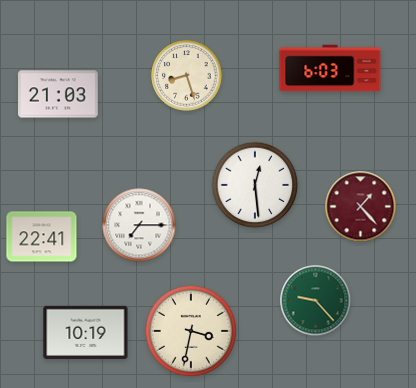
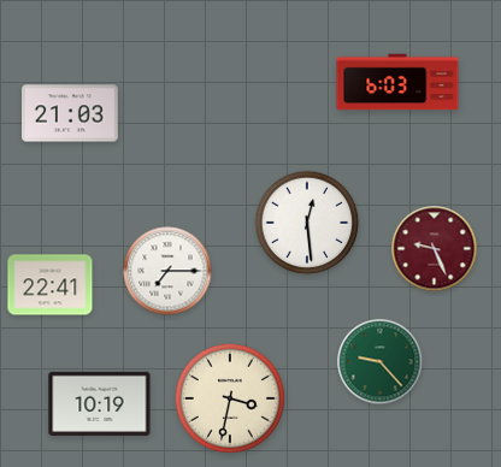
clock at (187, 76): 8:27 -> none
clock at (361, 207): 1:23 -> 9:26
clock at (86, 332) position: (86, 332) -> (100, 403)
